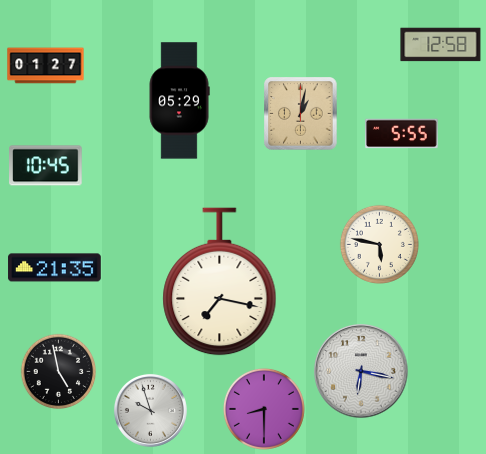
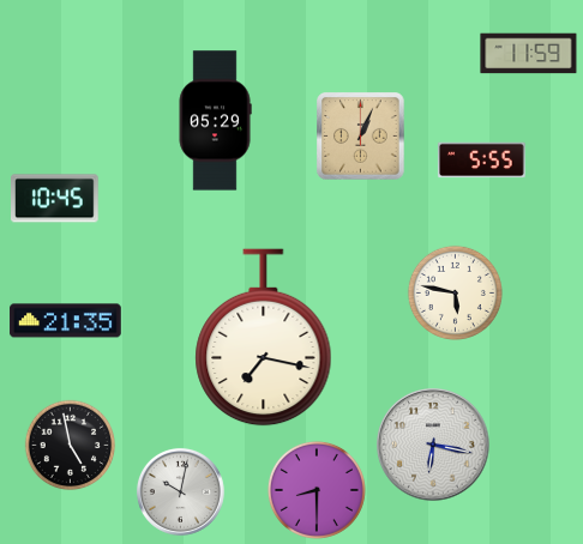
clock at (441, 45): 12:58 -> 11:59
clock at (46, 66): 01:27 -> none
clock at (301, 114): 1:02 -> 1:04
clock at (150, 410): 9:57 -> 10:02
